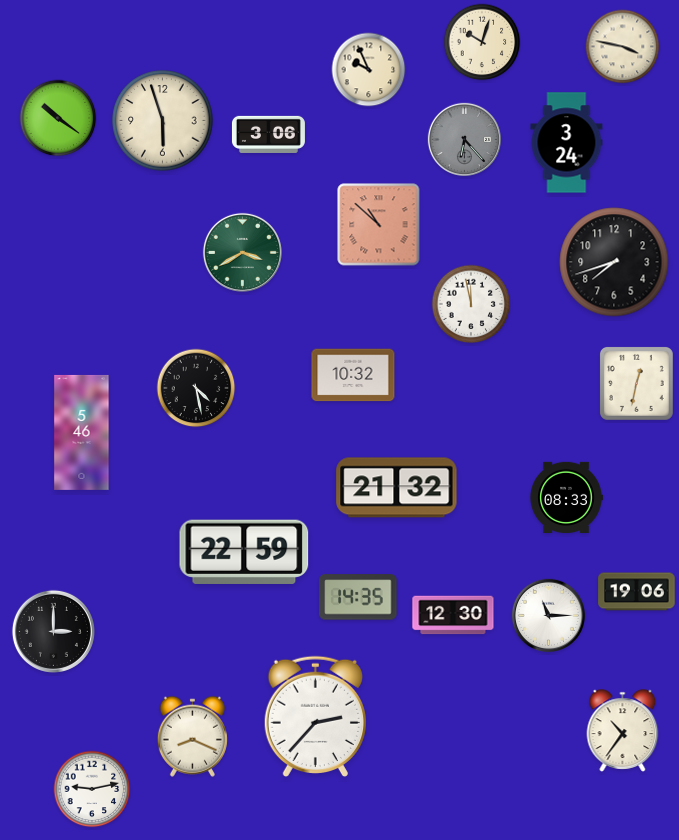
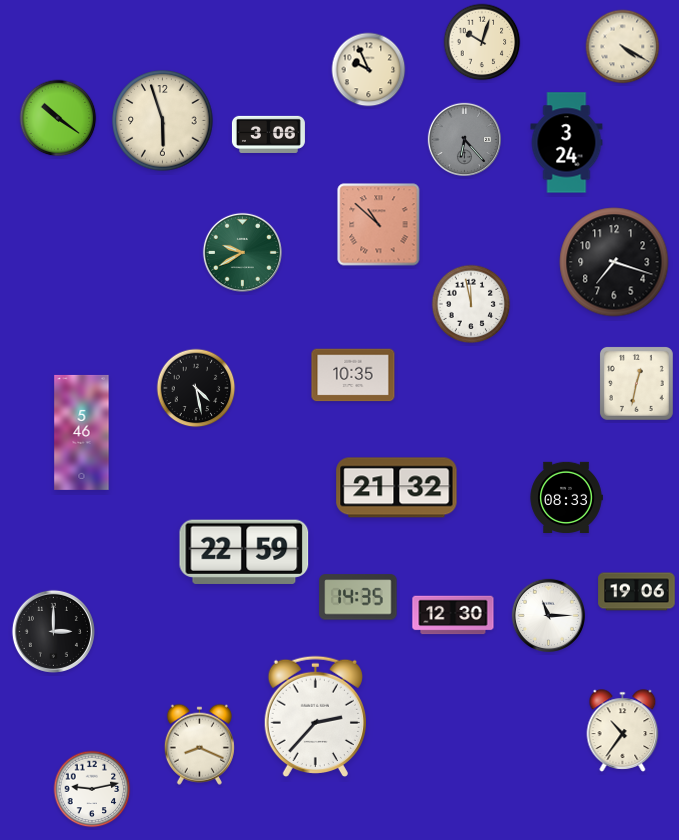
clock at (623, 47): 3:47 -> 4:20
clock at (242, 252): 3:40 -> 9:40
clock at (614, 262): 7:42 -> 7:18
clock at (353, 375): 10:32 -> 10:35
clock at (192, 736) position: (192, 736) -> (199, 744)
